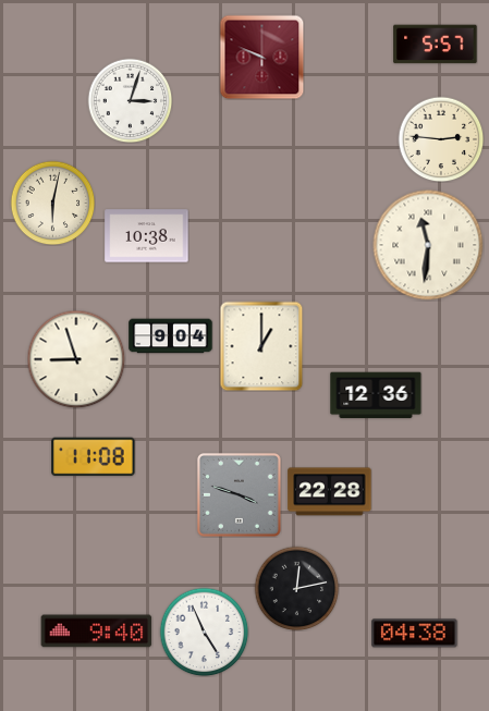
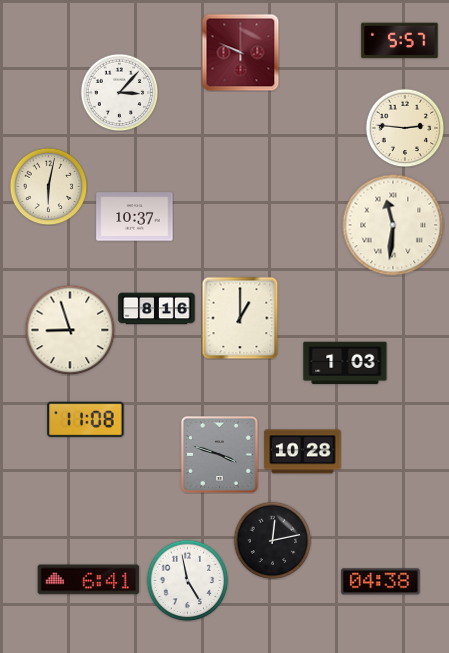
clock at (130, 100): 3:03 -> 3:07
clock at (147, 236): 10:38 -> 10:37
clock at (171, 336): 9:04 -> 8:16
clock at (376, 395): 12:36 -> 1:03
clock at (330, 492): 22:28 -> 10:28
clock at (97, 632): 9:40 -> 6:41
clock at (204, 632): 4:56 -> 4:58
